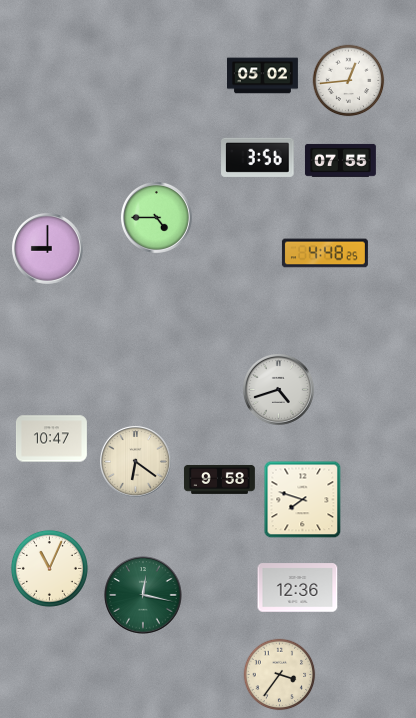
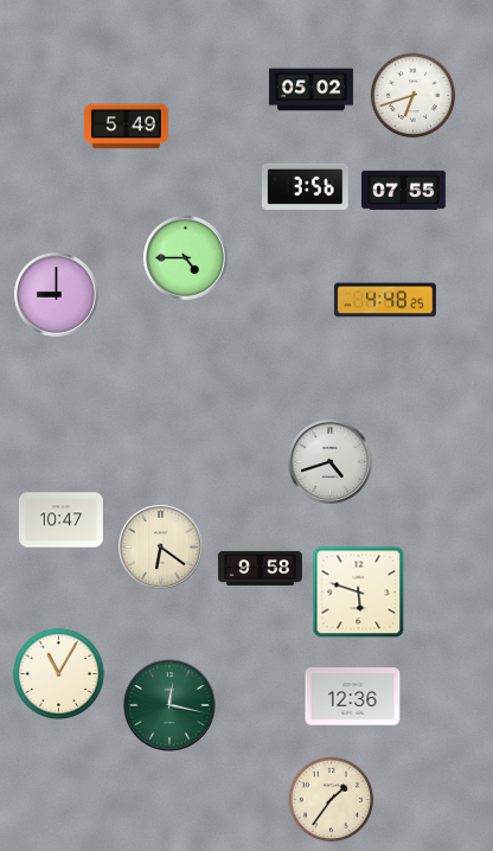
clock at (349, 81): 12:44 -> 6:42
clock at (126, 127): none -> 5:49
clock at (303, 500): 7:48 -> 5:48
clock at (49, 568): 11:04 -> 11:05
clock at (280, 675): 3:36 -> 1:36
